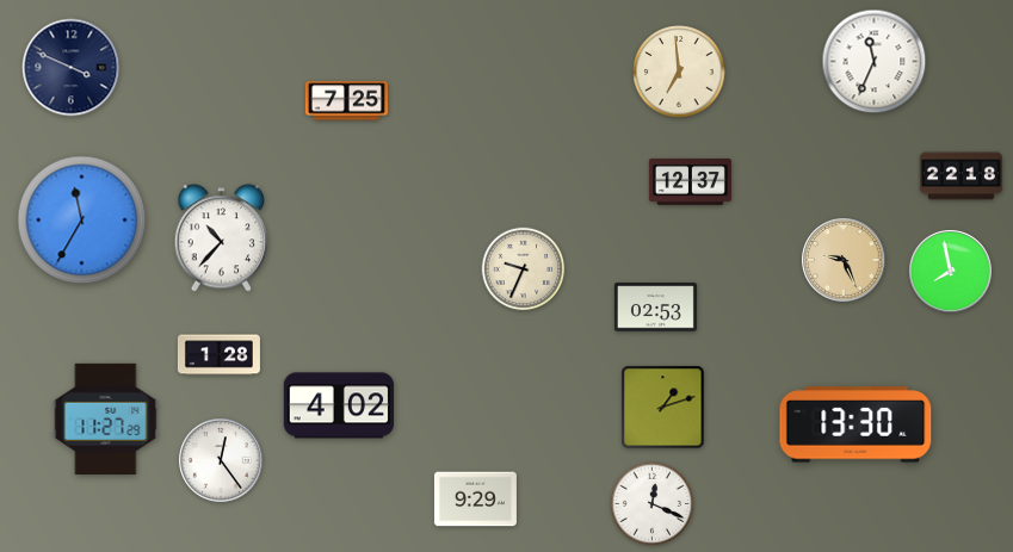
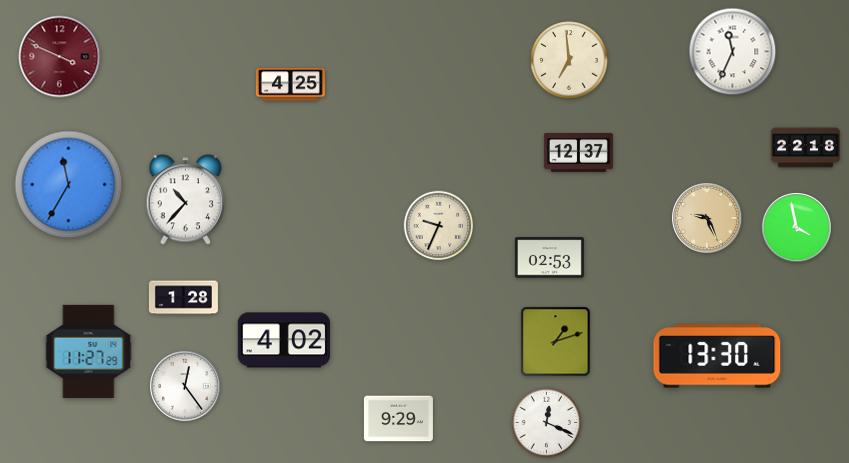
clock at (72, 68) dial: navy -> burgundy
clock at (346, 101): 7:25 -> 4:25
clock at (951, 272): 7:58 -> 3:58
